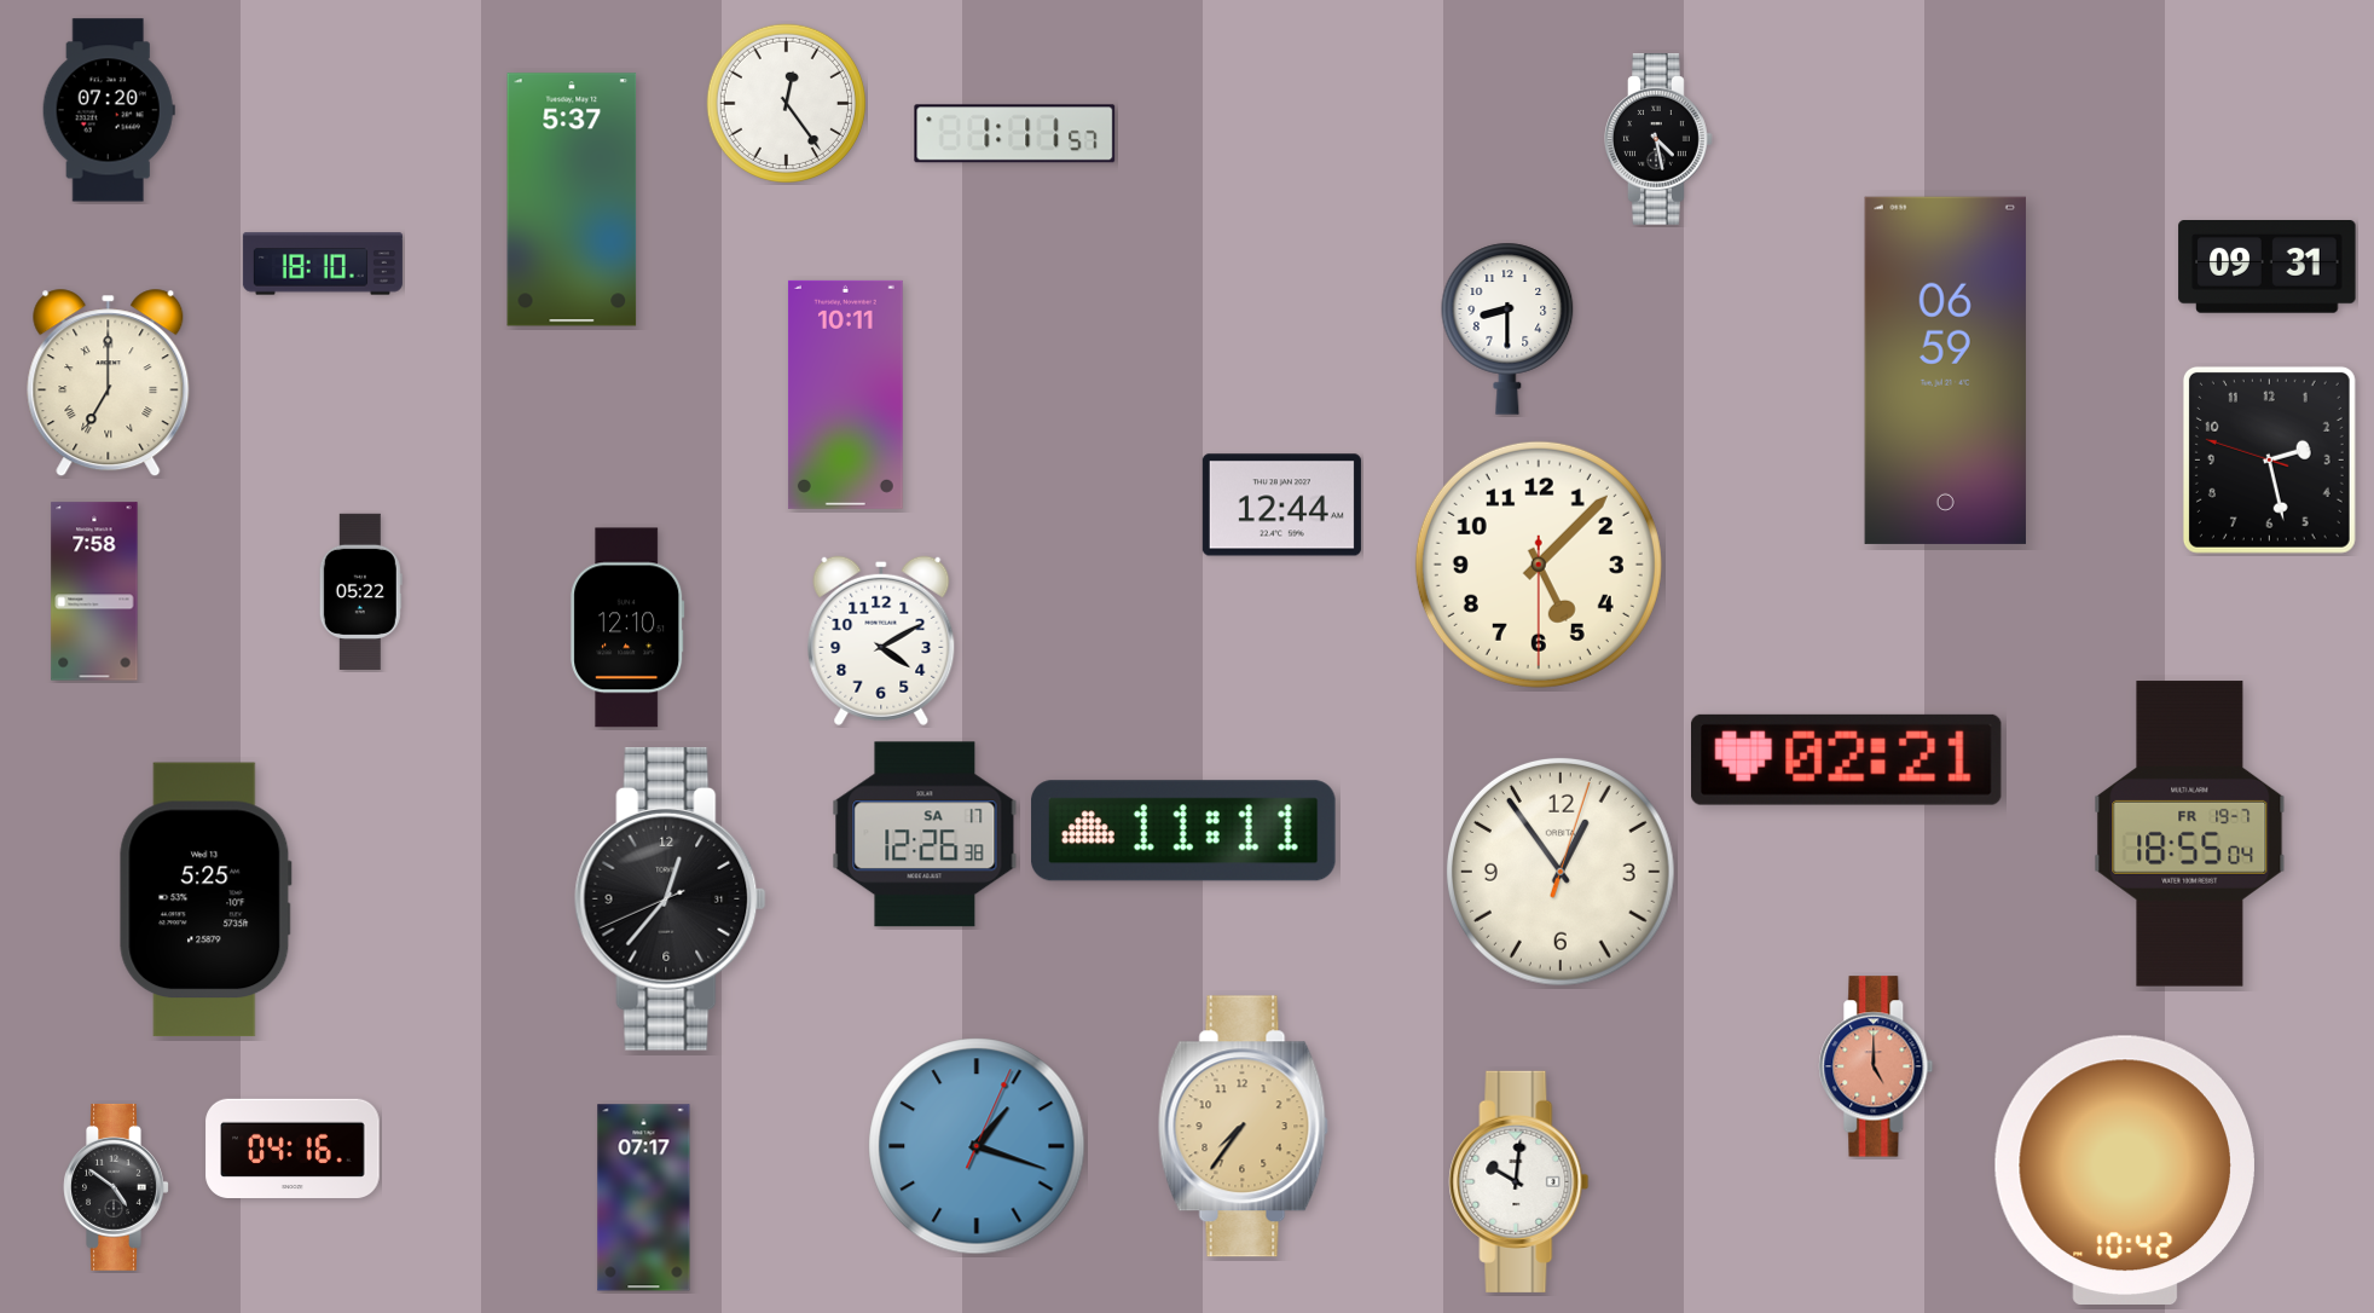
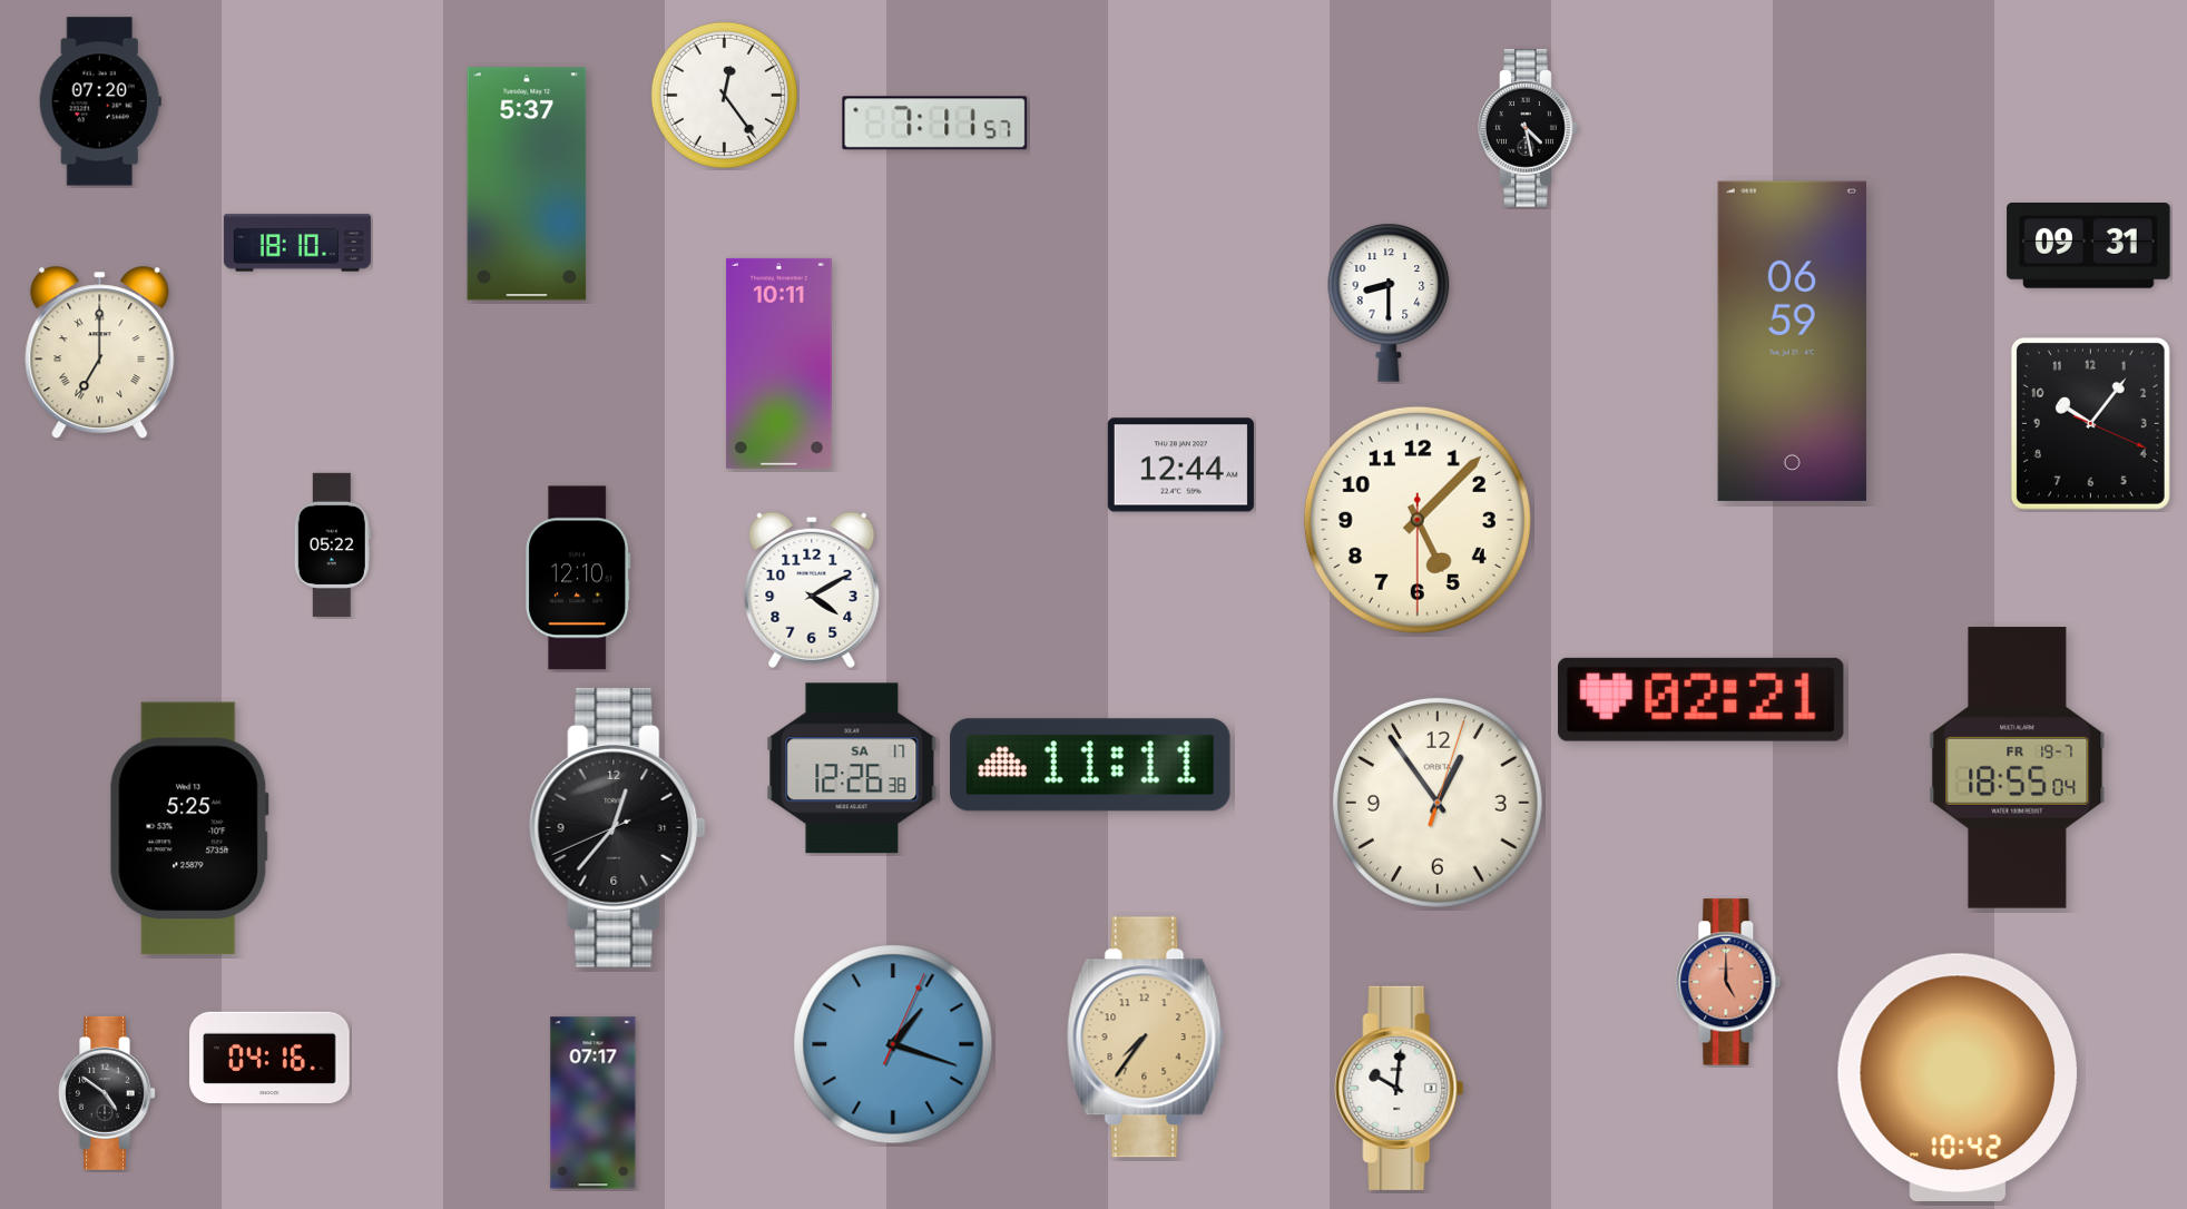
clock at (1015, 134): 1:11 -> 7:11
clock at (2269, 459): 2:27 -> 10:06
clock at (94, 591): 7:58 -> none
clock at (977, 1146) position: (977, 1146) -> (893, 1044)
